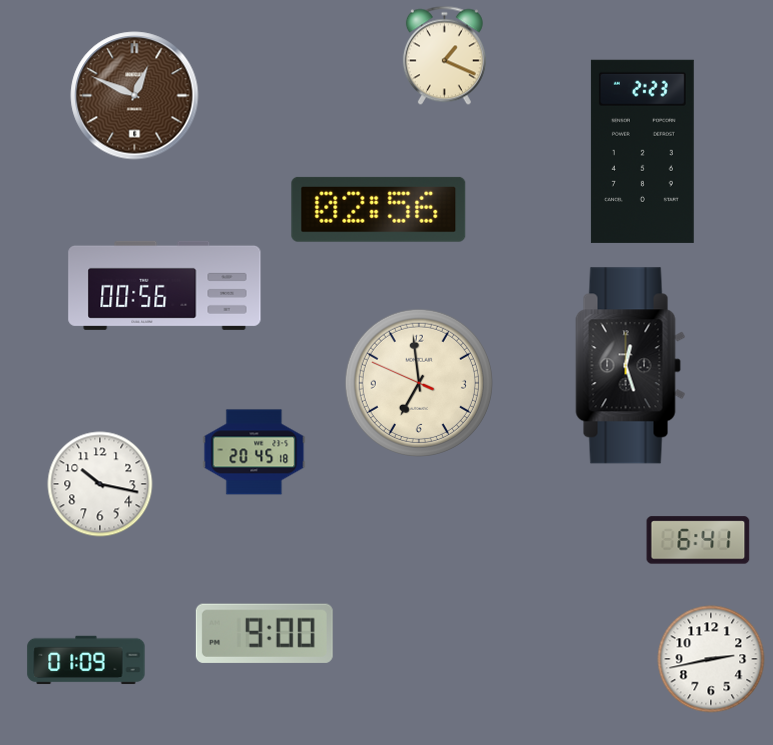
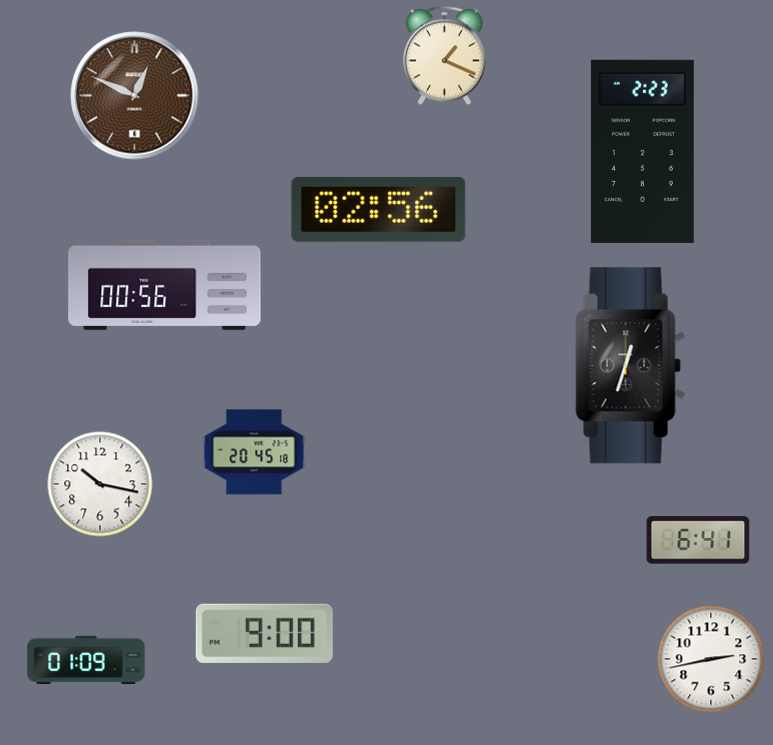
clock at (631, 366): 12:27 -> 12:33
clock at (419, 383): 6:58 -> none
